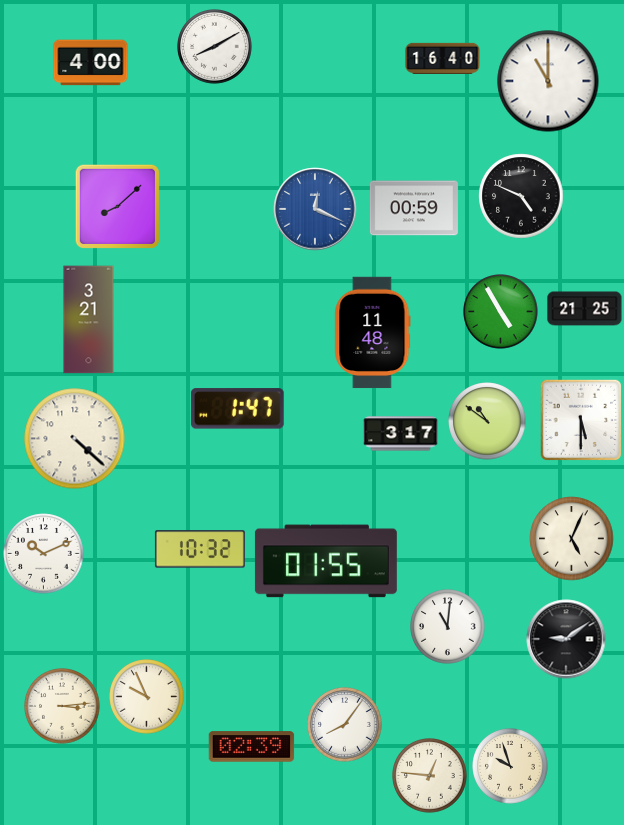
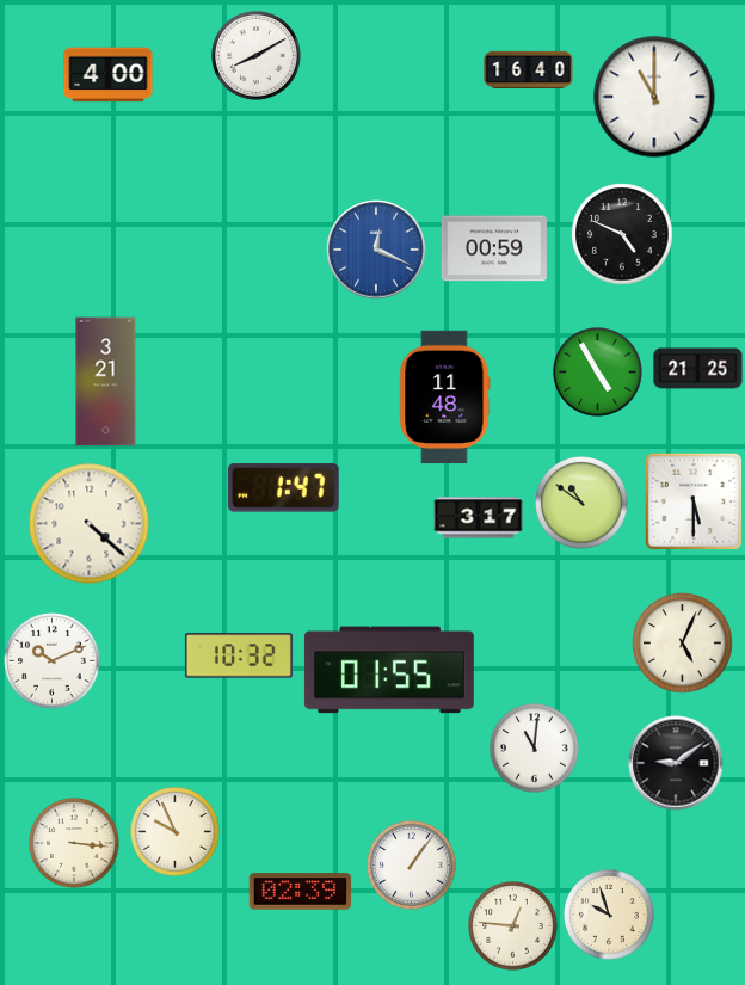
clock at (117, 206): 8:08 -> none
clock at (62, 706): 3:14 -> 3:16
clock at (345, 725): 8:06 -> 1:06
